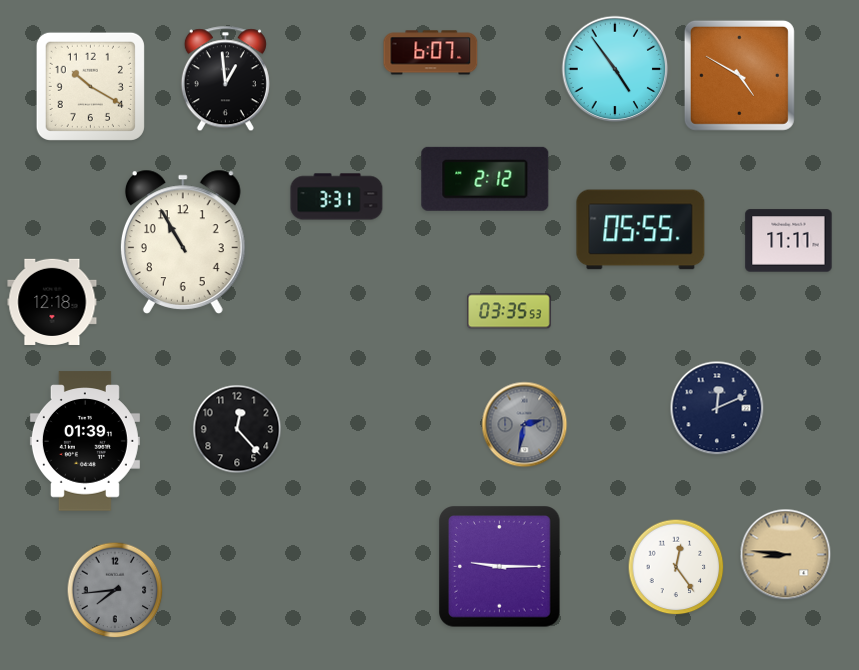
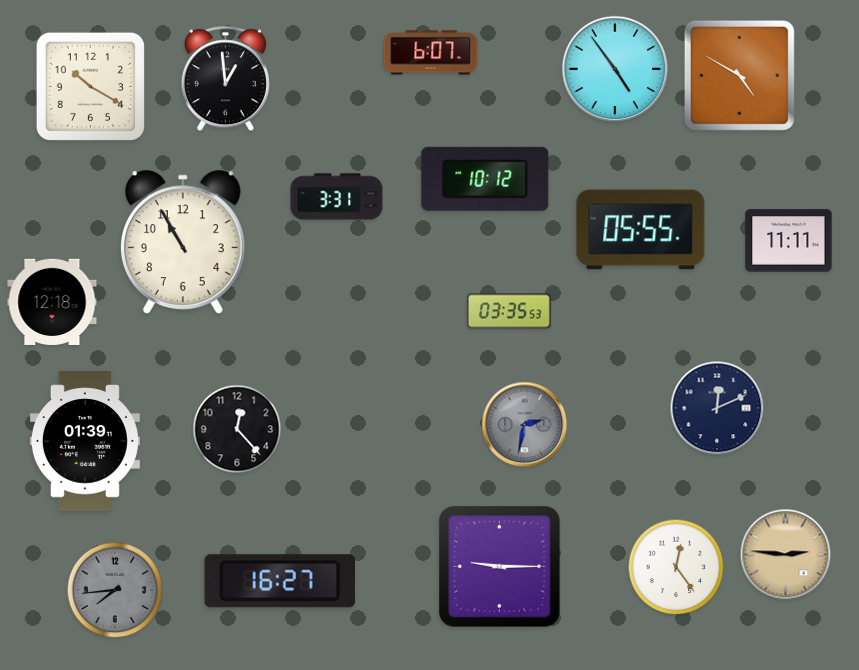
clock at (485, 179): 2:12 -> 10:12
clock at (786, 555): 8:46 -> 2:46
clock at (280, 581): none -> 16:27
